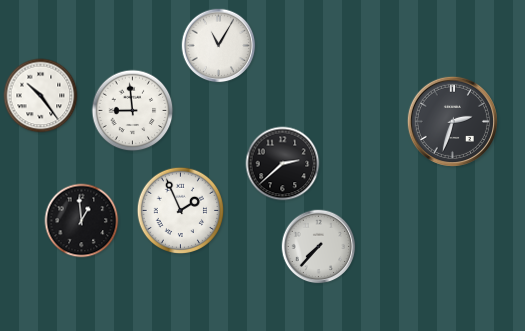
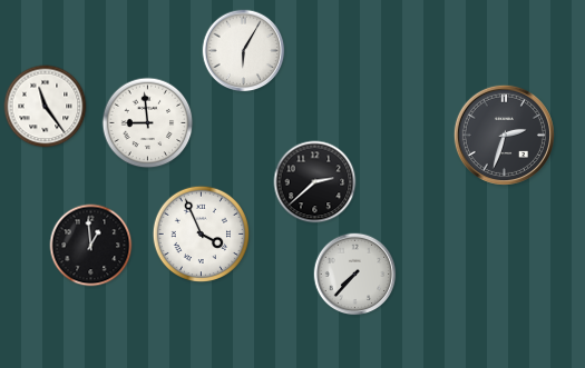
clock at (219, 46): 11:05 -> 6:05
clock at (41, 96): 10:24 -> 11:24
clock at (181, 211): 1:56 -> 3:56
